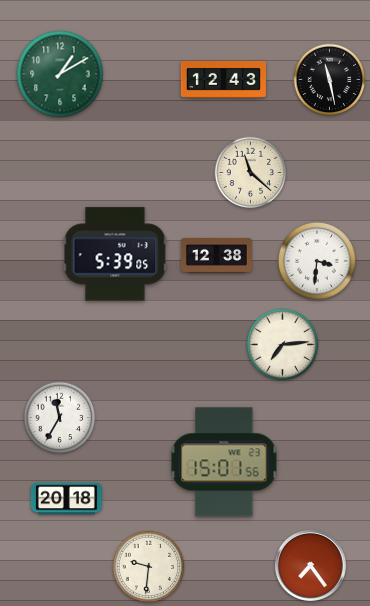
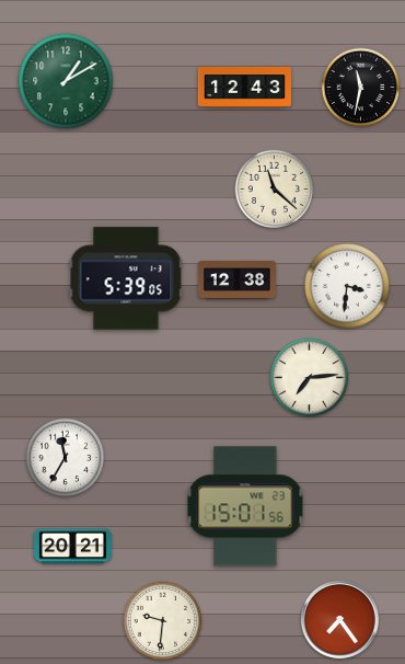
clock at (330, 80): 11:28 -> 11:32
clock at (67, 499): 20:18 -> 20:21
